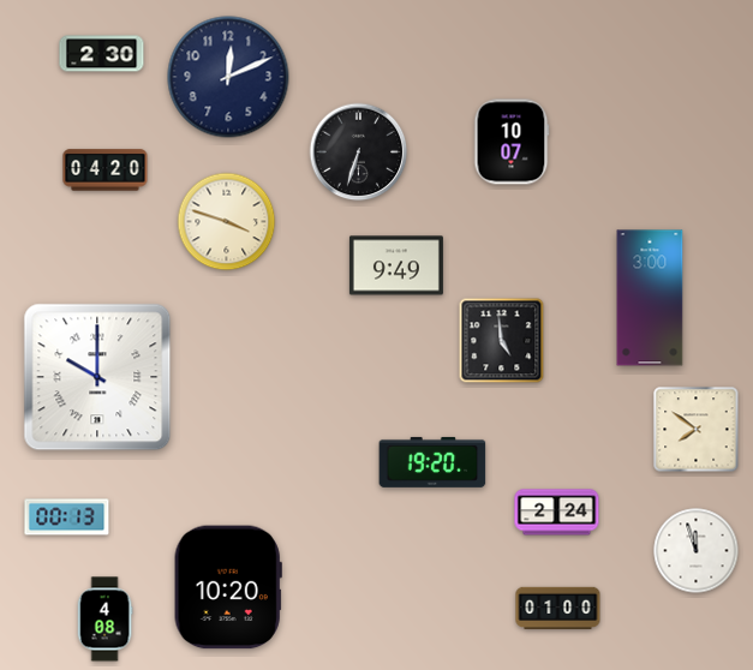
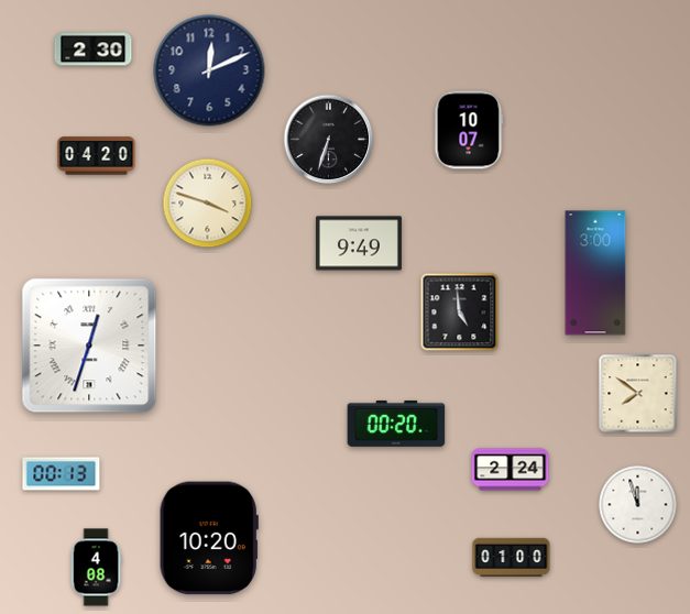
clock at (396, 265) position: (396, 265) -> (359, 243)
clock at (97, 377): 10:00 -> 12:33
clock at (432, 462): 19:20 -> 00:20
